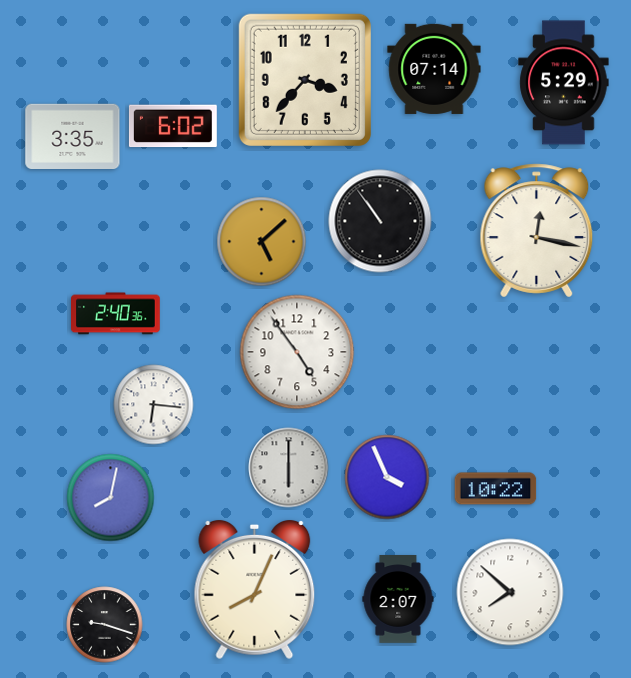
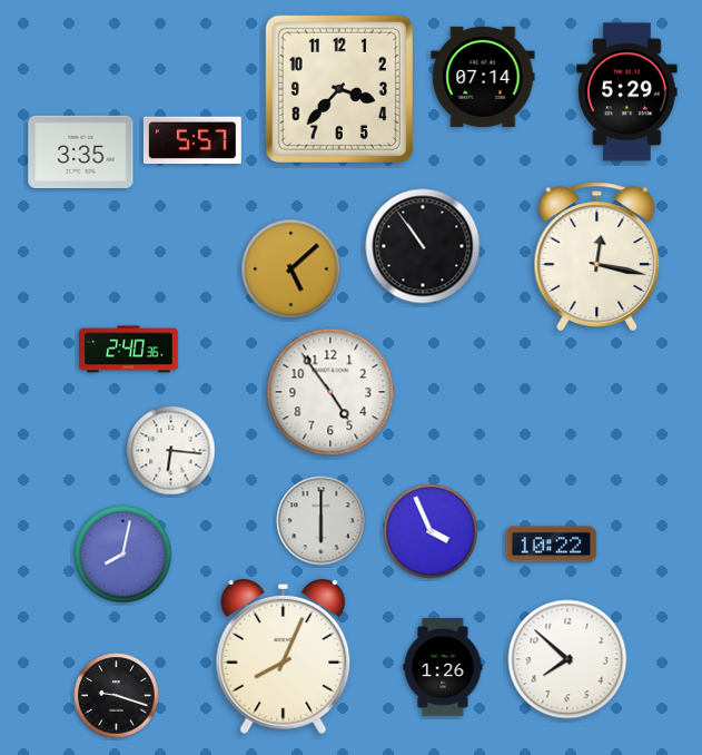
clock at (173, 126): 6:02 -> 5:57
clock at (398, 600): 2:07 -> 1:26
